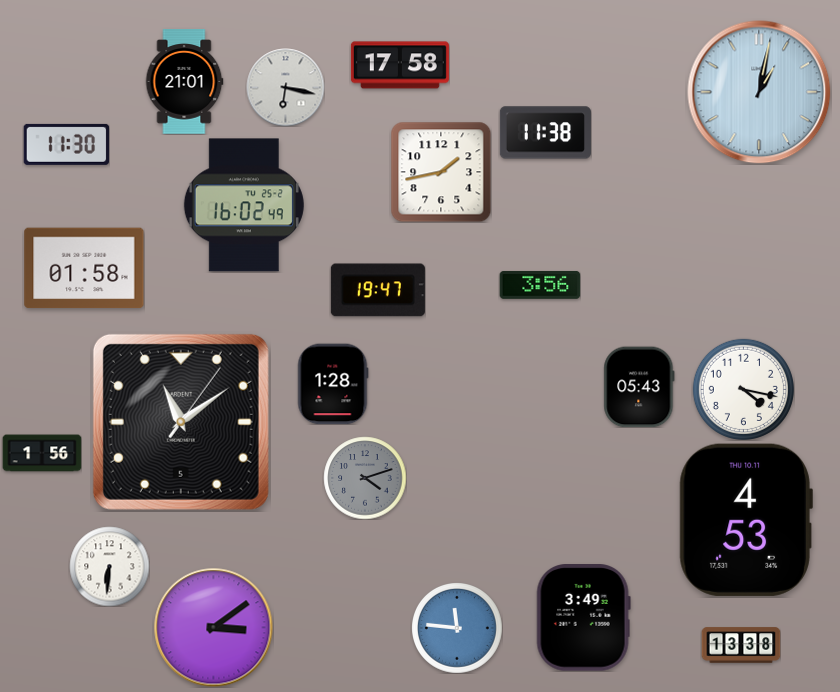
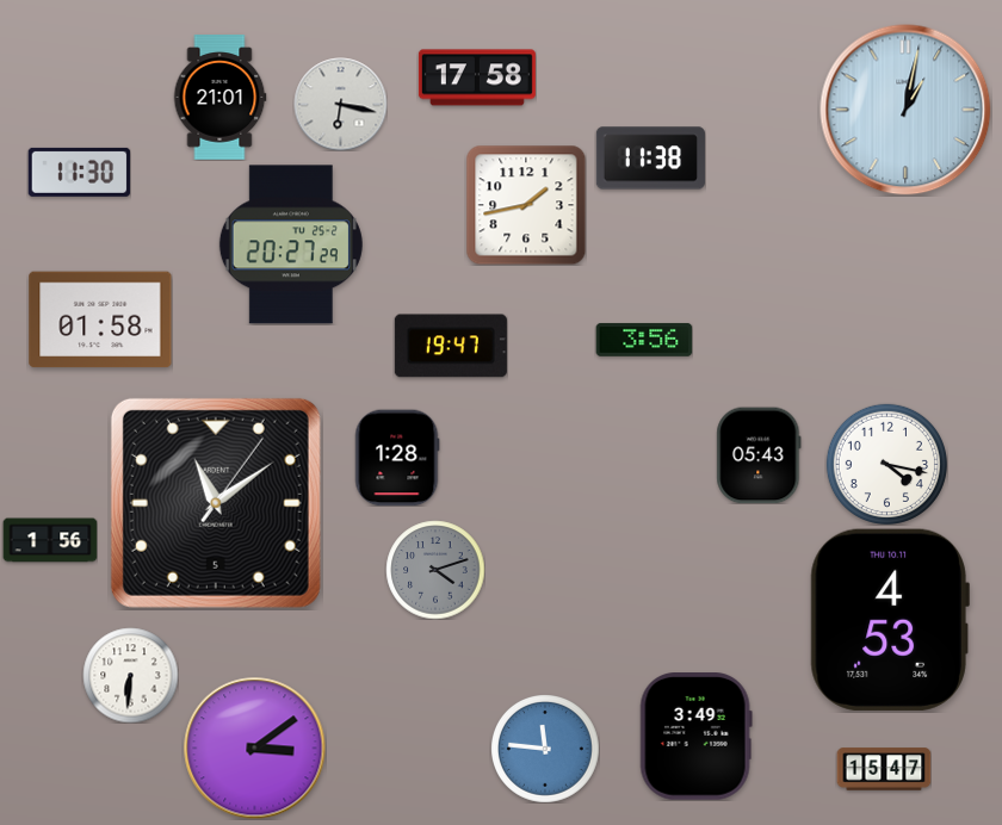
clock at (244, 205): 16:02 -> 20:27
clock at (639, 387) position: (639, 387) -> (759, 455)
clock at (741, 645): 13:38 -> 15:47
